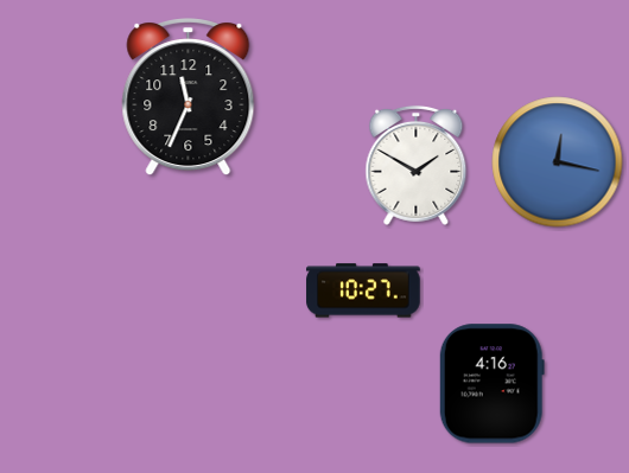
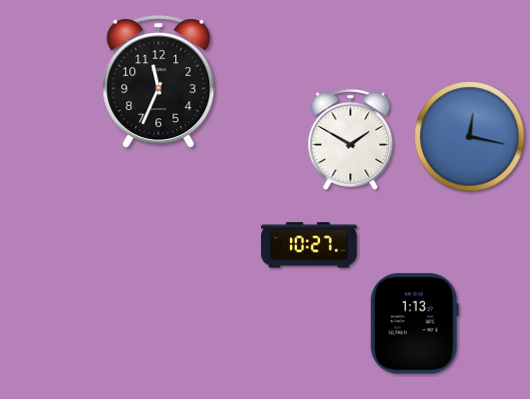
clock at (363, 290) position: (363, 290) -> (309, 245)
clock at (491, 384): 4:16 -> 1:13
